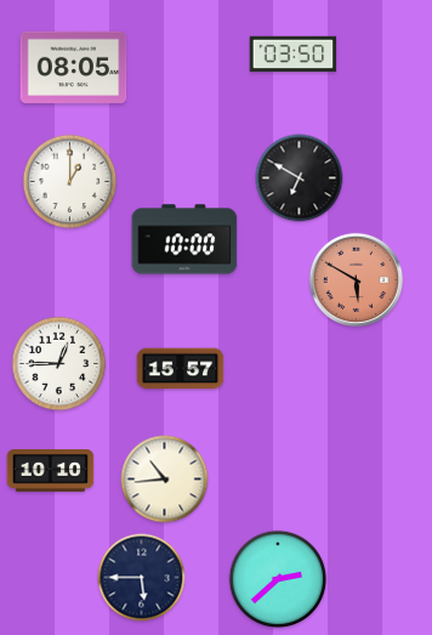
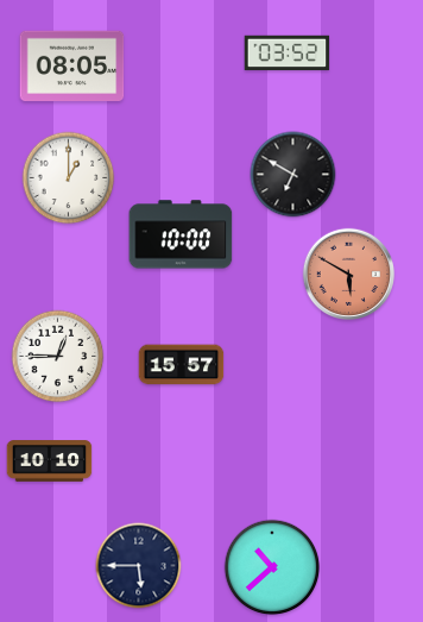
clock at (294, 55): 03:50 -> 03:52
clock at (181, 369) position: (181, 369) -> (182, 365)
clock at (165, 480): 10:44 -> none
clock at (278, 579): 2:38 -> 10:38
